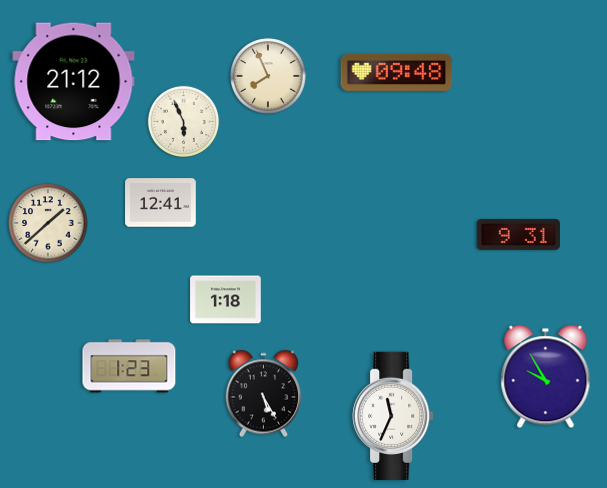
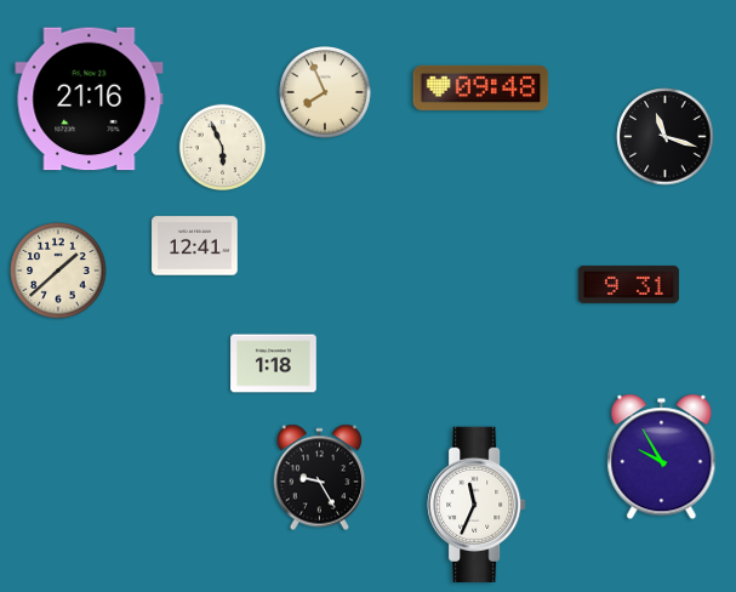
clock at (74, 82): 21:12 -> 21:16
clock at (666, 137): none -> 11:18
clock at (129, 366): 1:23 -> none
clock at (264, 394): 5:25 -> 9:25
